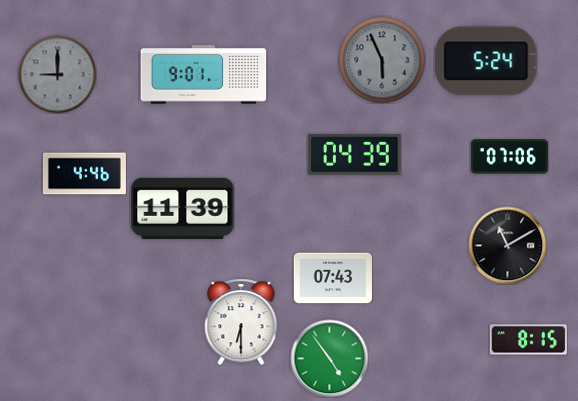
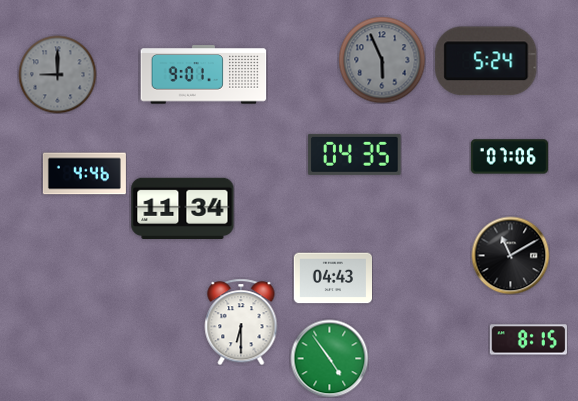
clock at (355, 154): 04:39 -> 04:35
clock at (183, 208): 11:39 -> 11:34
clock at (507, 245) position: (507, 245) -> (510, 255)
clock at (332, 278): 07:43 -> 04:43
